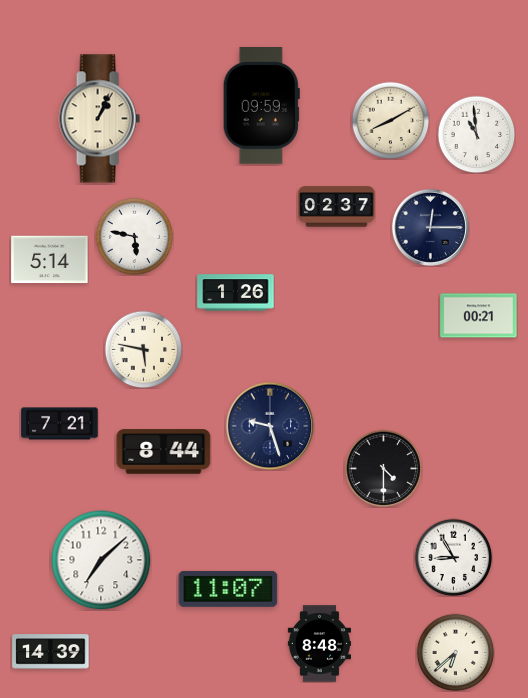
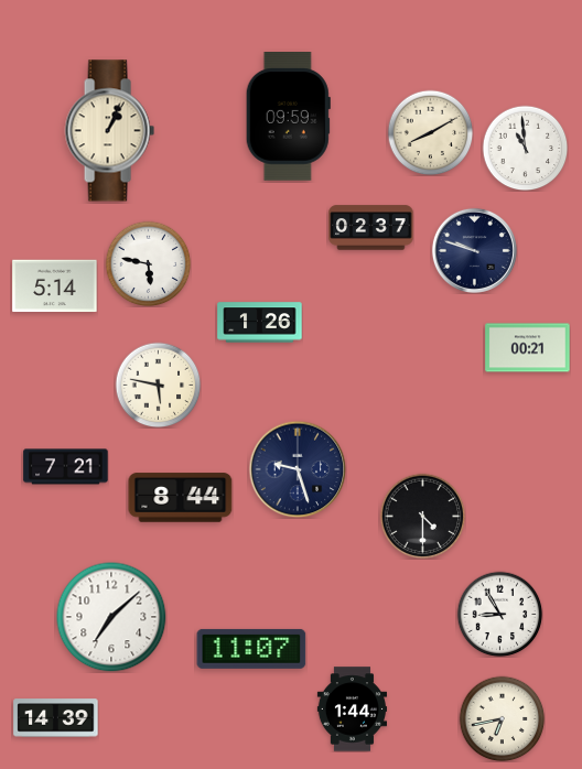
clock at (430, 227): 12:15 -> 9:48
clock at (134, 236) position: (134, 236) -> (148, 263)
clock at (319, 644): 8:48 -> 1:44
clock at (455, 652): 6:38 -> 6:43
